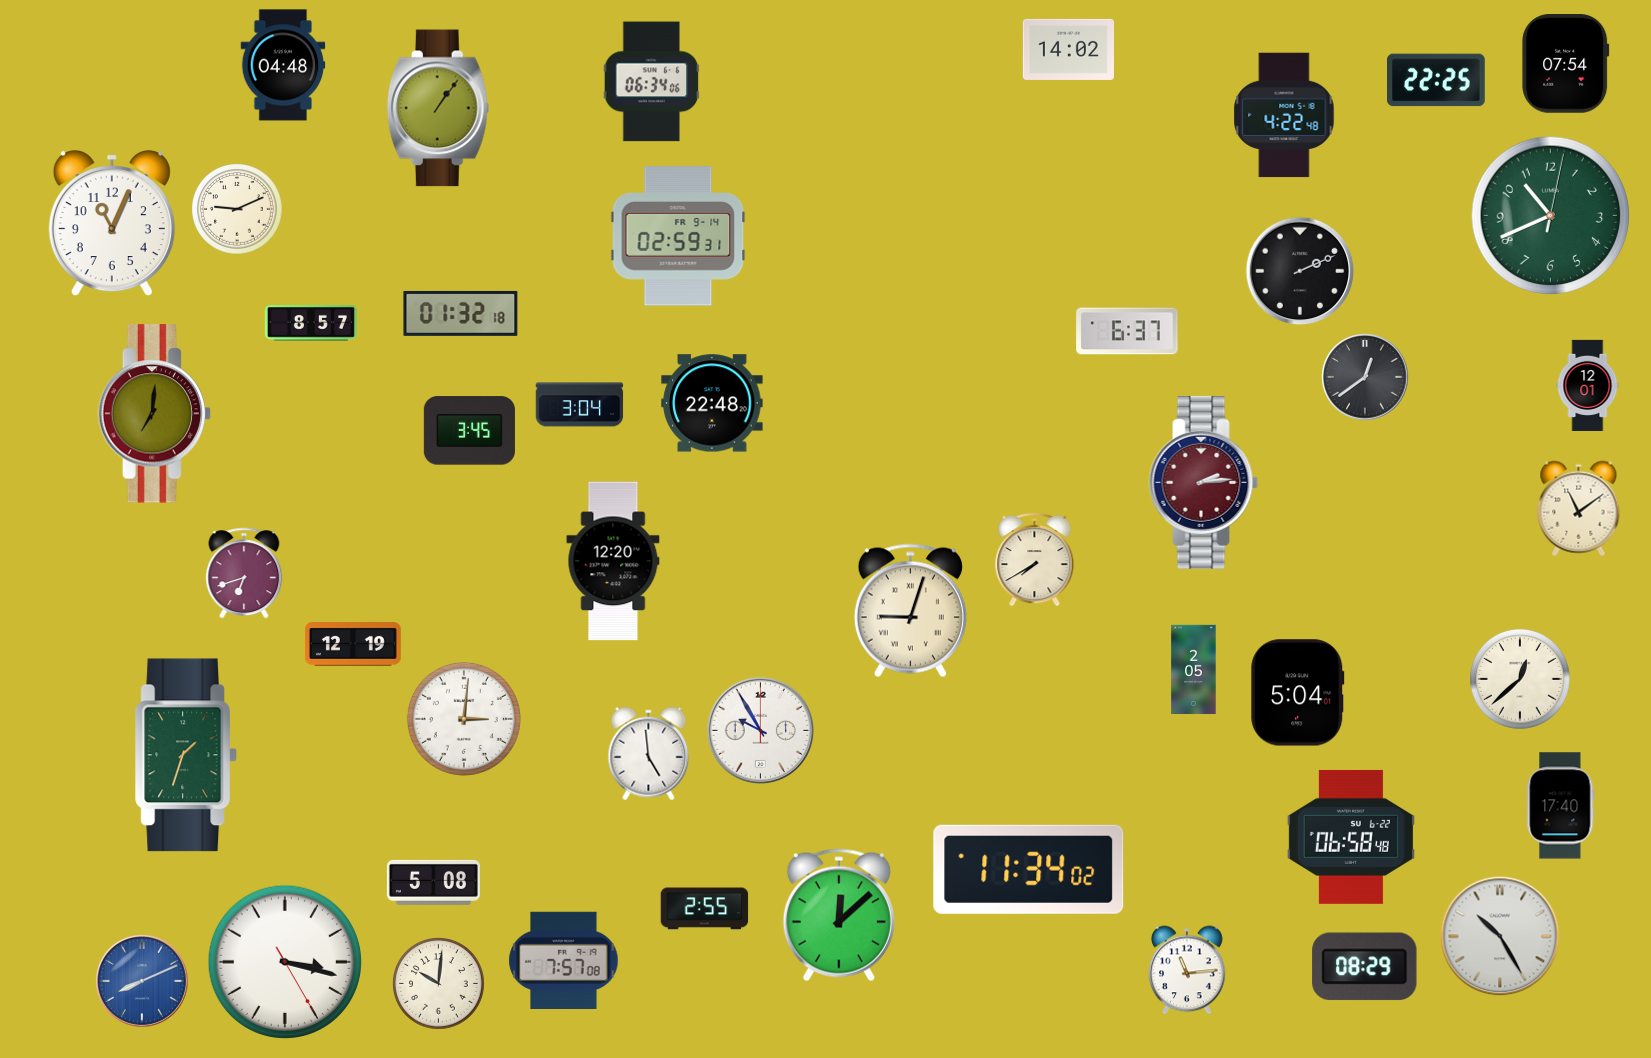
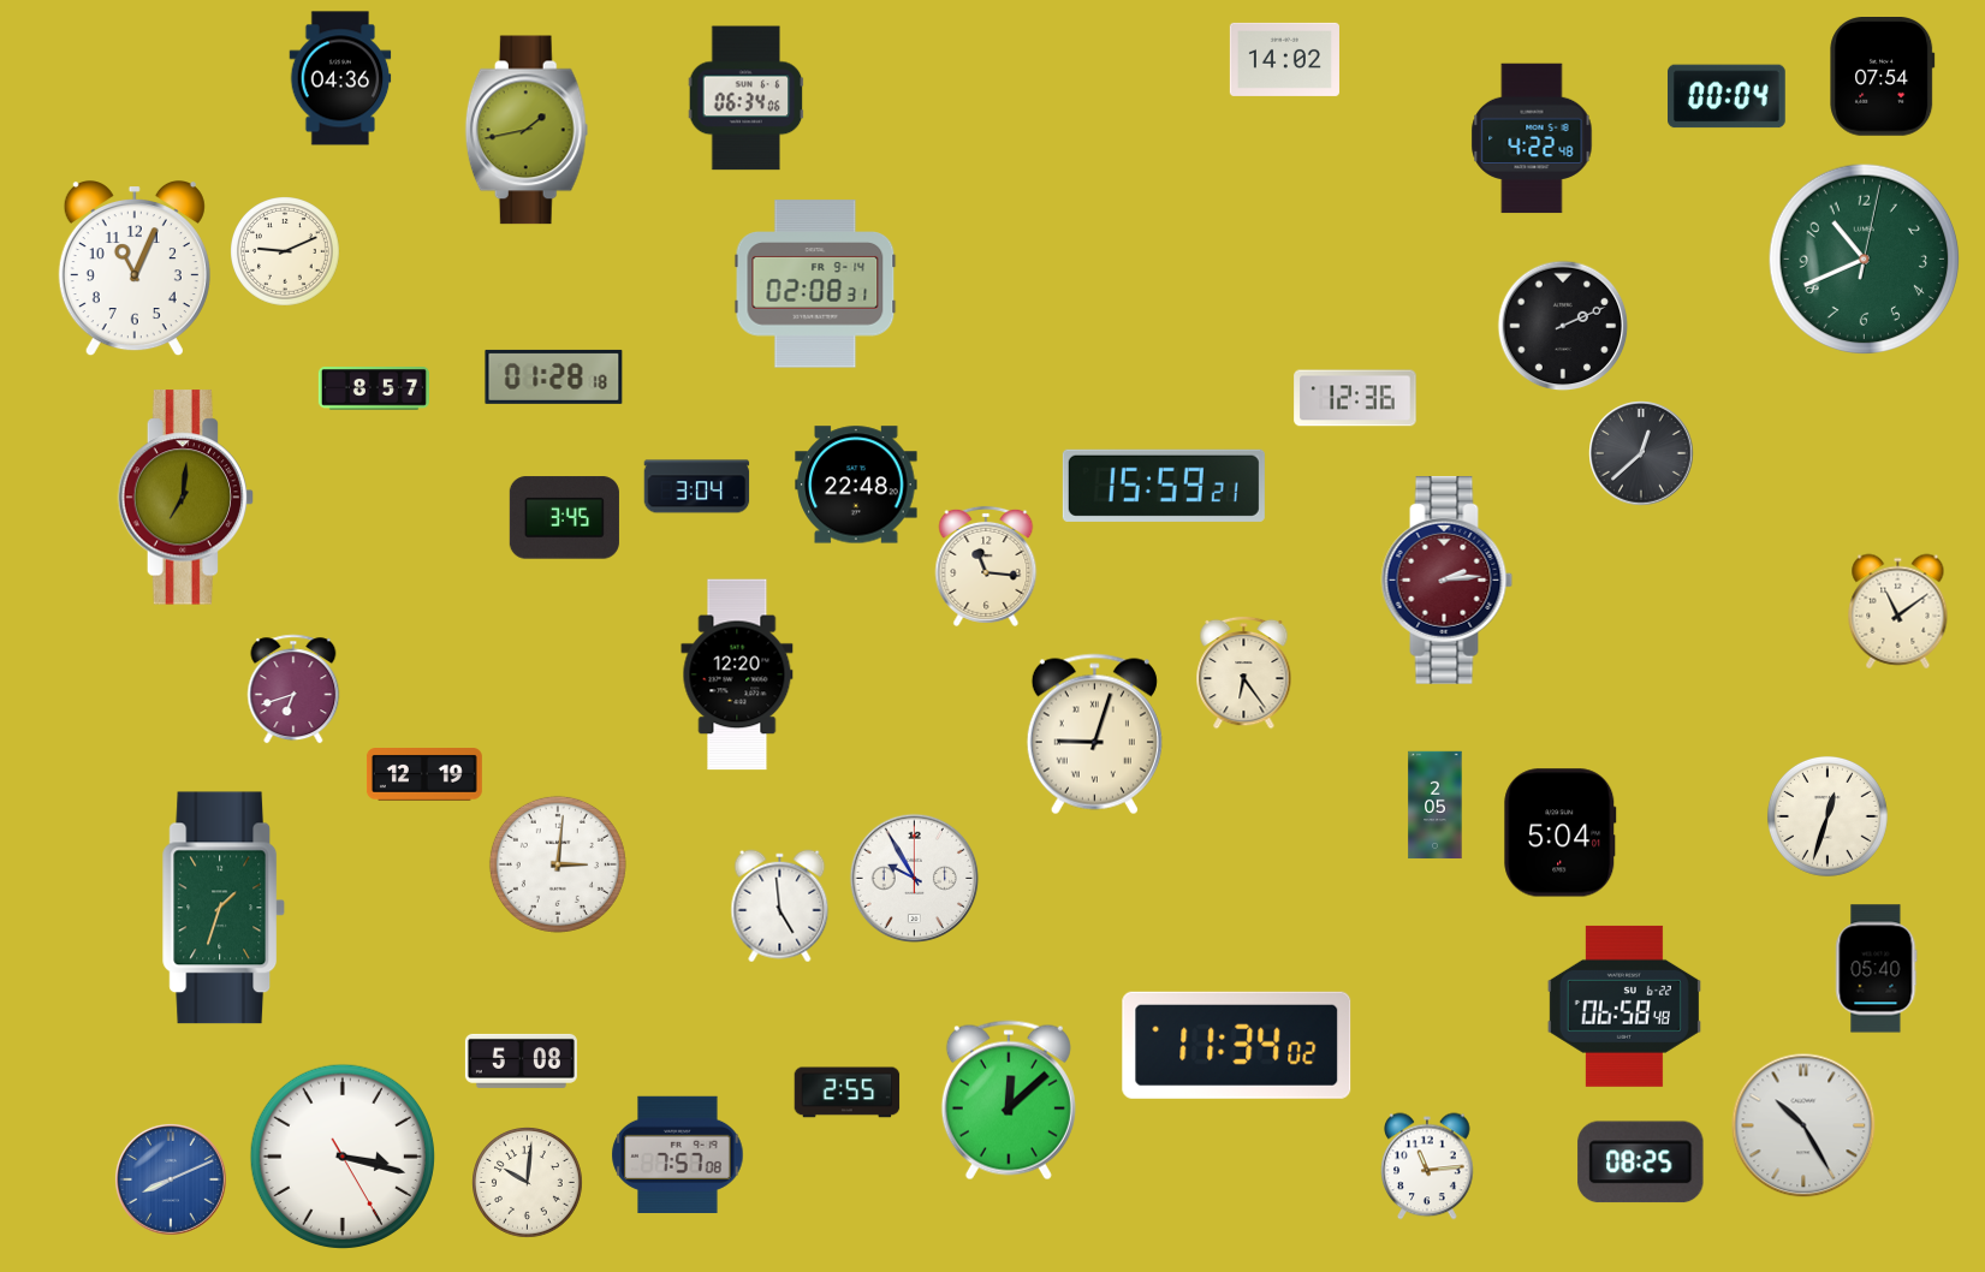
clock at (283, 65): 04:48 -> 04:36
clock at (1437, 80): 22:25 -> 00:04
clock at (652, 82) position: (652, 82) -> (747, 99)
clock at (438, 108): 1:06 -> 1:43
clock at (1284, 115) position: (1284, 115) -> (1532, 138)
clock at (678, 236): 02:59 -> 02:08
clock at (461, 313): 01:32 -> 01:28
clock at (1127, 331): 6:37 -> 12:36
clock at (1365, 377): 12:39 -> 12:38
clock at (1588, 385): 12:01 -> none
clock at (1164, 486): none -> 15:59
clock at (986, 566): none -> 11:16
clock at (1035, 559): 7:40 -> 6:24
clock at (1520, 679): 12:38 -> 12:33
clock at (1561, 806): 17:40 -> 05:40
clock at (1365, 967): 08:29 -> 08:25
